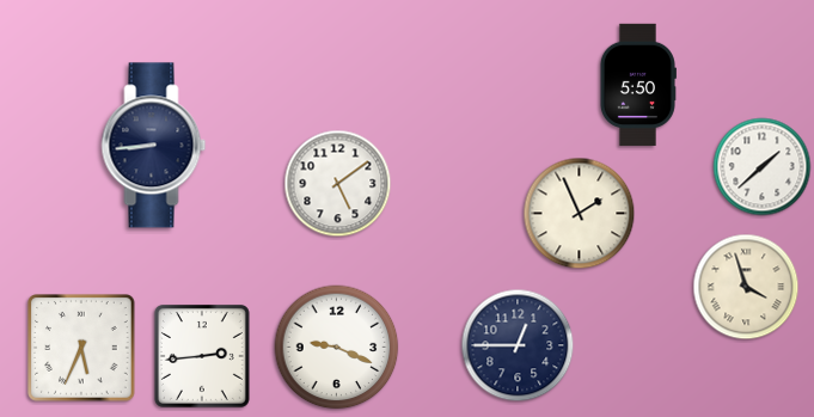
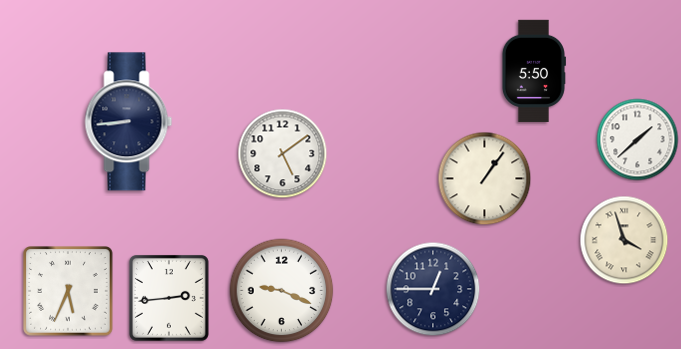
clock at (580, 214): 1:56 -> 1:06
